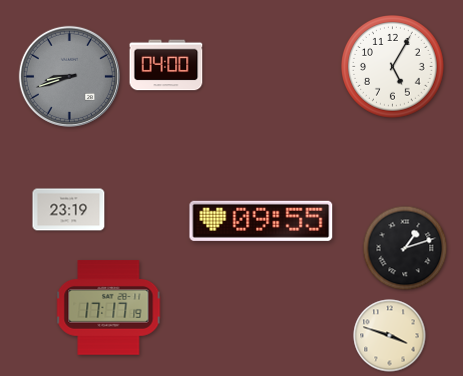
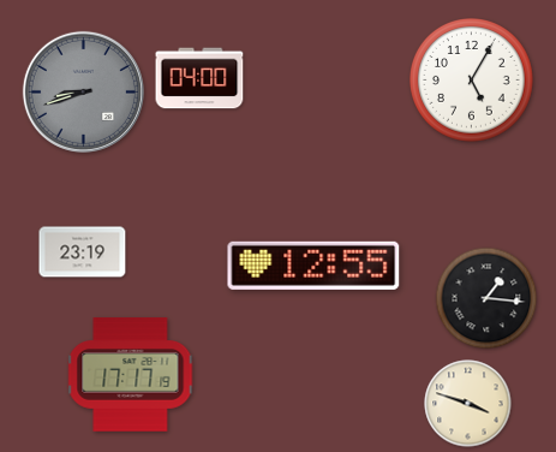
clock at (261, 221): 09:55 -> 12:55
clock at (405, 248): 1:12 -> 1:16
clock at (109, 308) position: (109, 308) -> (131, 375)
